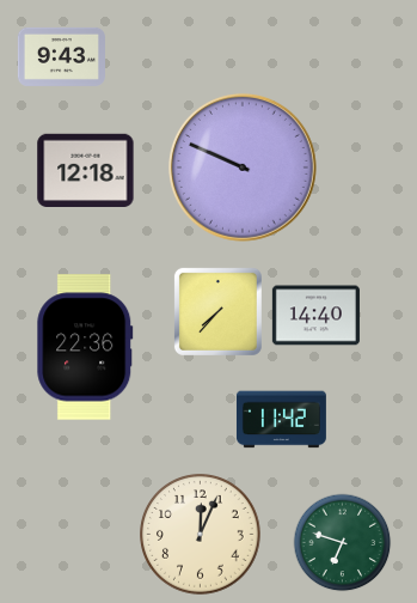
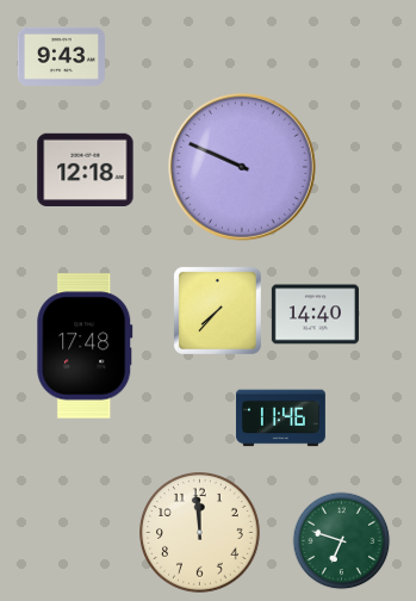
clock at (85, 347): 22:36 -> 17:48
clock at (281, 420): 11:42 -> 11:46
clock at (201, 535): 12:04 -> 11:59
